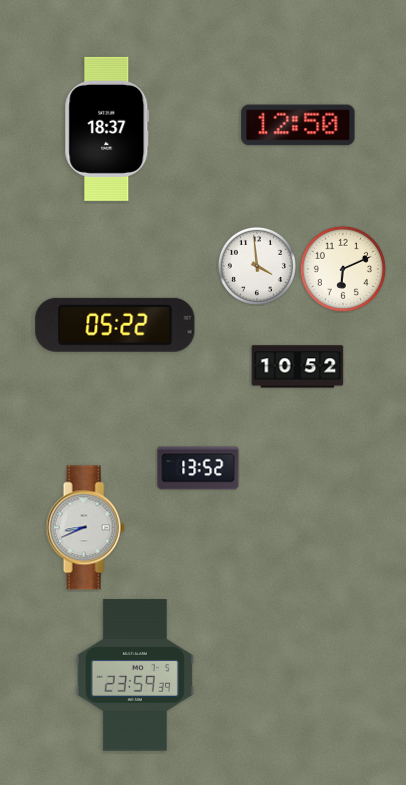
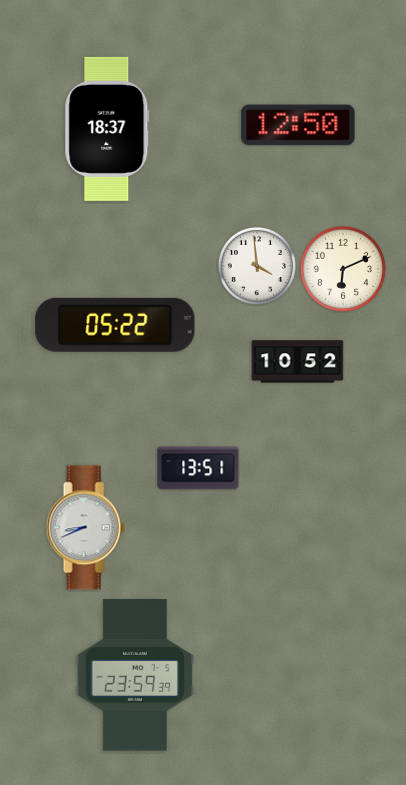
clock at (298, 367) position: (298, 367) -> (298, 362)
clock at (198, 468): 13:52 -> 13:51
